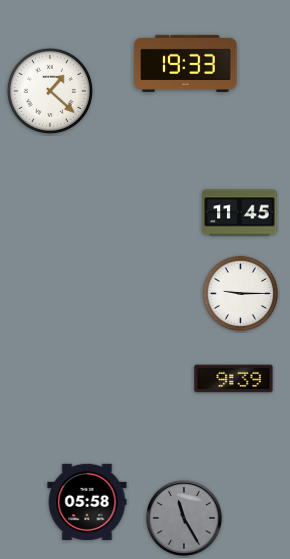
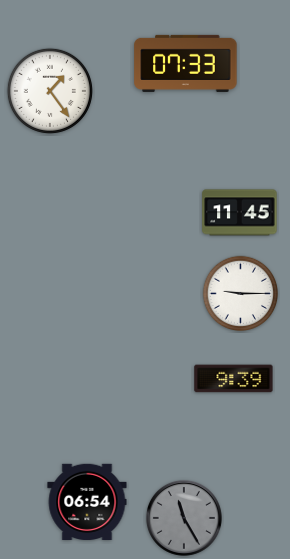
clock at (186, 63): 19:33 -> 07:33
clock at (50, 91): 1:22 -> 1:24
clock at (87, 501): 05:58 -> 06:54
